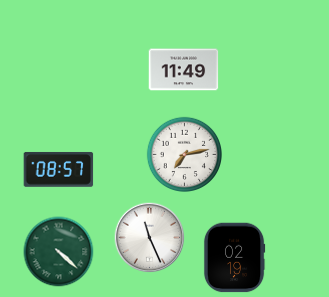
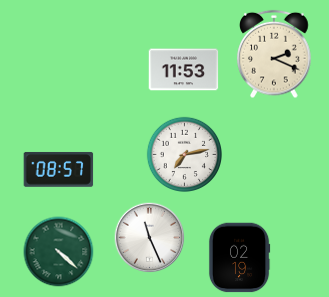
clock at (274, 54): none -> 2:19
clock at (184, 70): 11:49 -> 11:53
clock at (234, 258) position: (234, 258) -> (239, 258)
